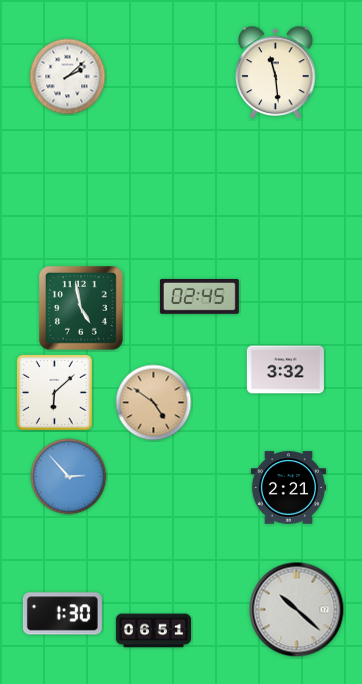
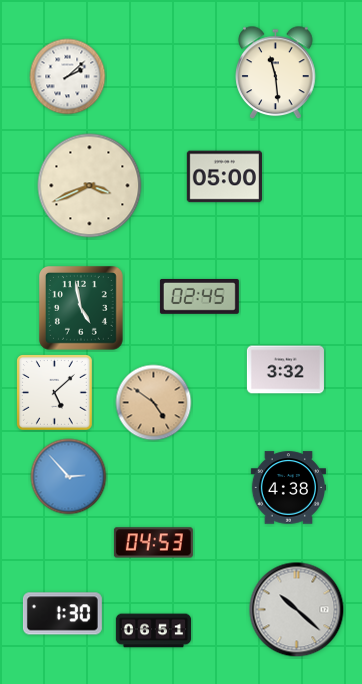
clock at (224, 177): none -> 05:00
clock at (90, 186): none -> 3:41
clock at (55, 393): 6:08 -> 5:08
clock at (288, 488): 2:21 -> 4:38
clock at (153, 543): none -> 04:53
